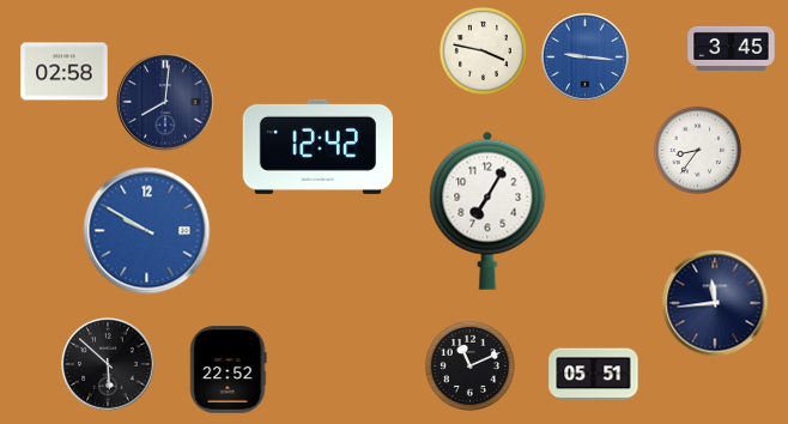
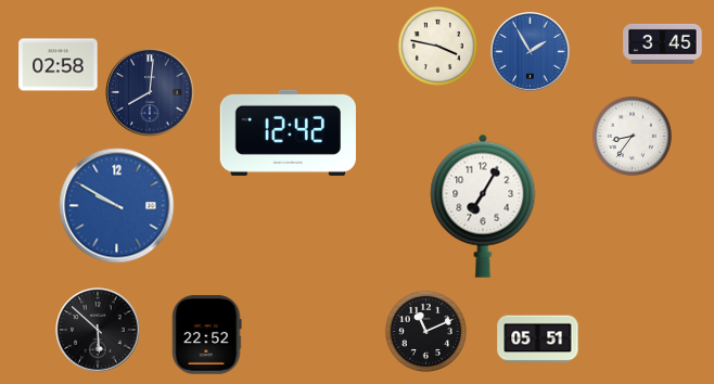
clock at (586, 57): 9:16 -> 1:55
clock at (487, 211) position: (487, 211) -> (483, 206)
clock at (147, 231) position: (147, 231) -> (117, 206)
clock at (715, 303): 11:44 -> none
